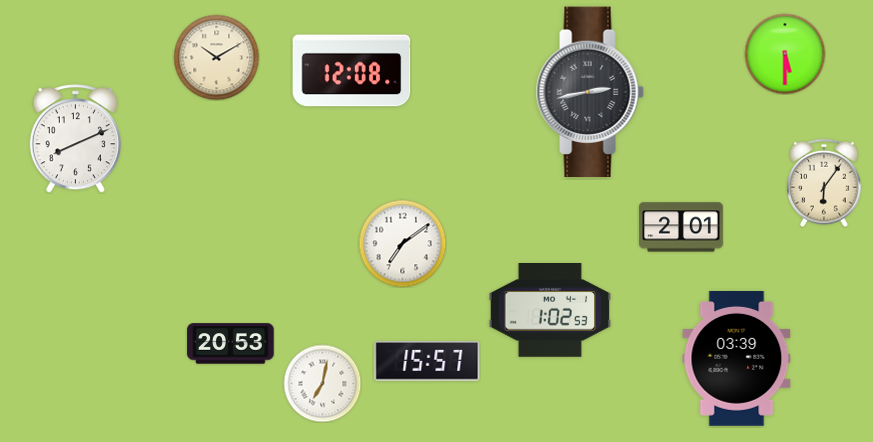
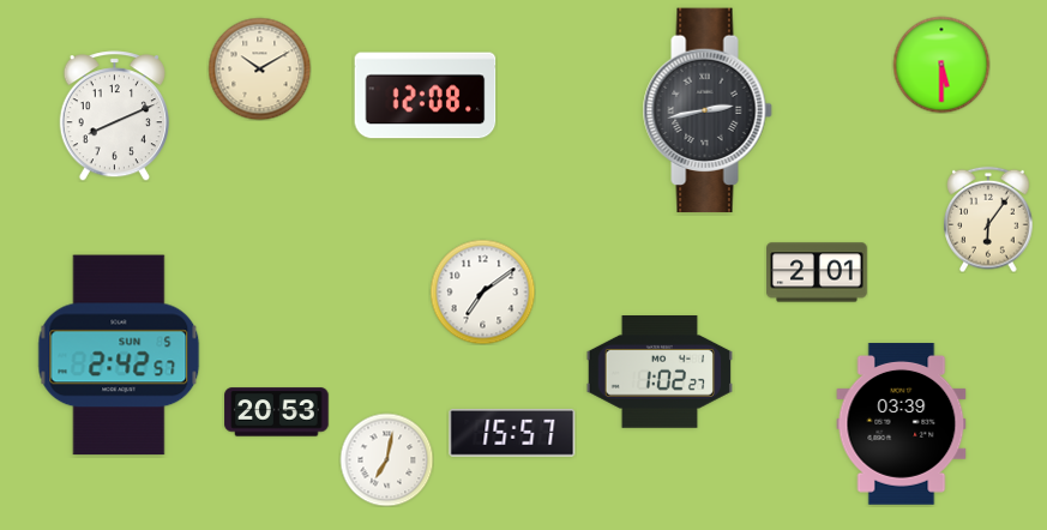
clock at (352, 71) position: (352, 71) -> (426, 96)
clock at (75, 139) position: (75, 139) -> (114, 116)
clock at (119, 355): none -> 2:42
clock at (549, 311): 1:02:53 -> 1:02:27
clock at (737, 358) position: (737, 358) -> (902, 423)
